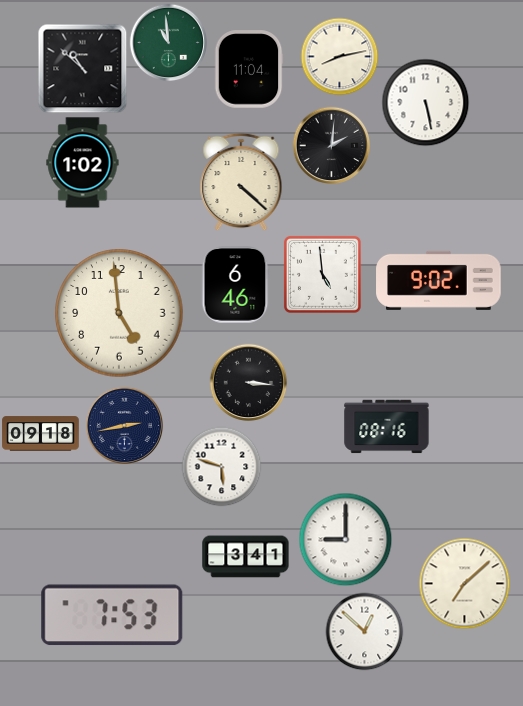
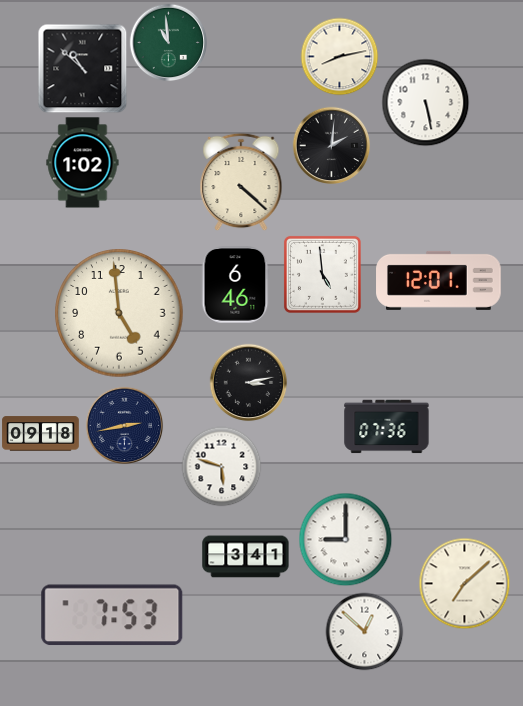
clock at (249, 69): 11:04 -> none
clock at (439, 280): 9:02 -> 12:01
clock at (248, 382): 3:16 -> 3:13
clock at (387, 427): 08:16 -> 07:36
